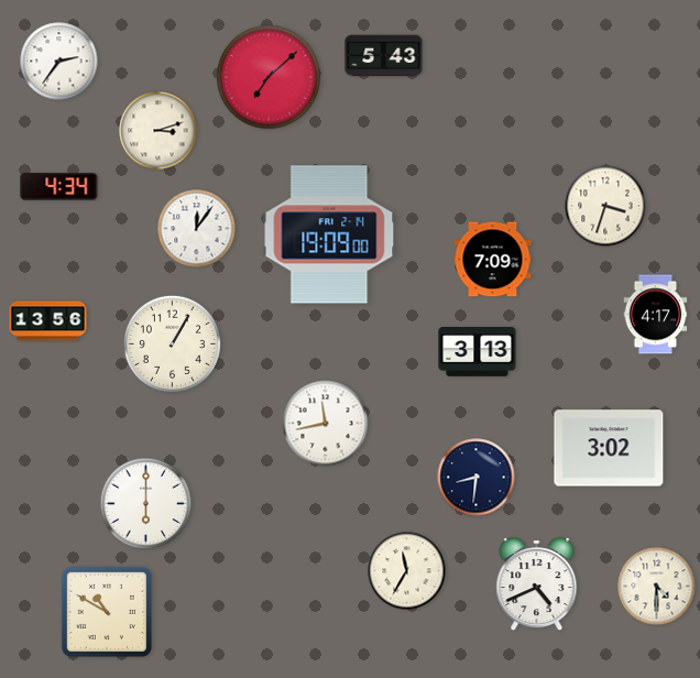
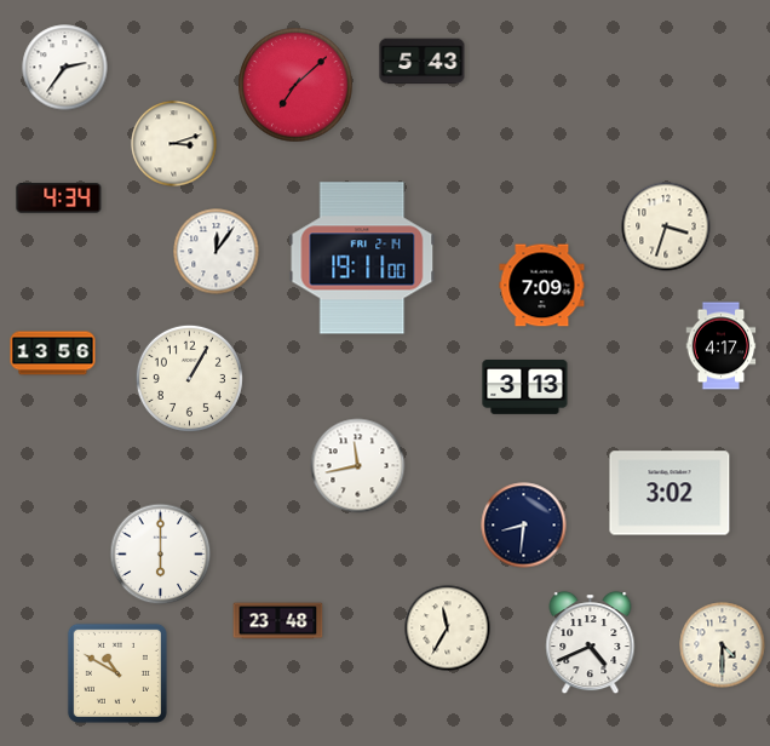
clock at (59, 187) position: (59, 187) -> (59, 199)
clock at (329, 234): 19:09 -> 19:11
clock at (278, 621): none -> 23:48
